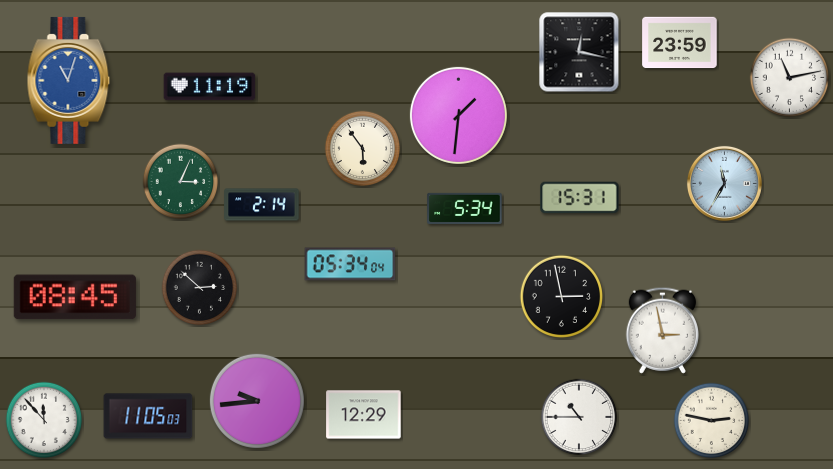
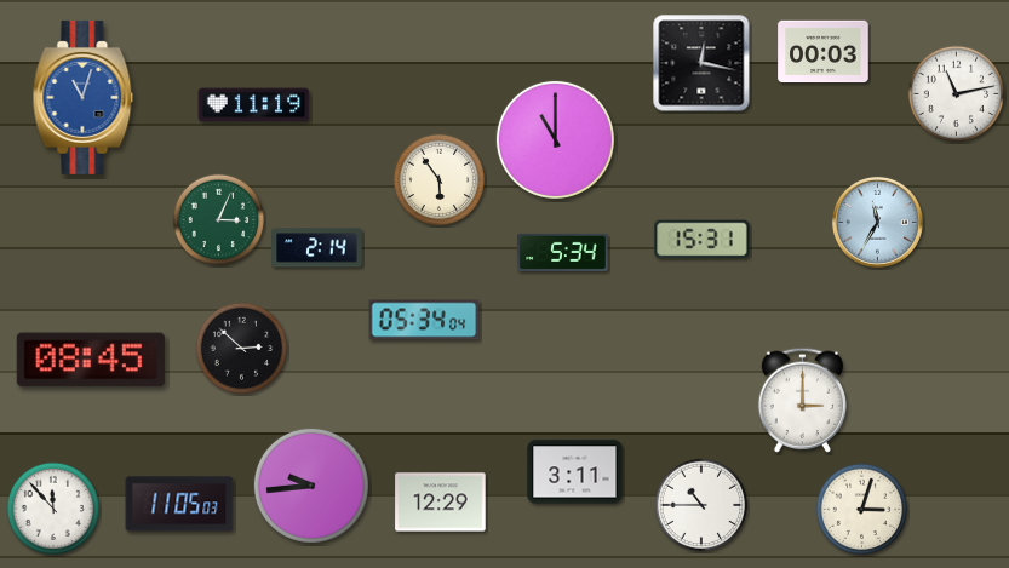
clock at (680, 43): 23:59 -> 00:03
clock at (458, 115): 1:31 -> 11:00
clock at (561, 296): 2:58 -> none
clock at (662, 330): 2:58 -> 3:00
clock at (575, 472): none -> 3:11
clock at (712, 421): 2:47 -> 3:03
